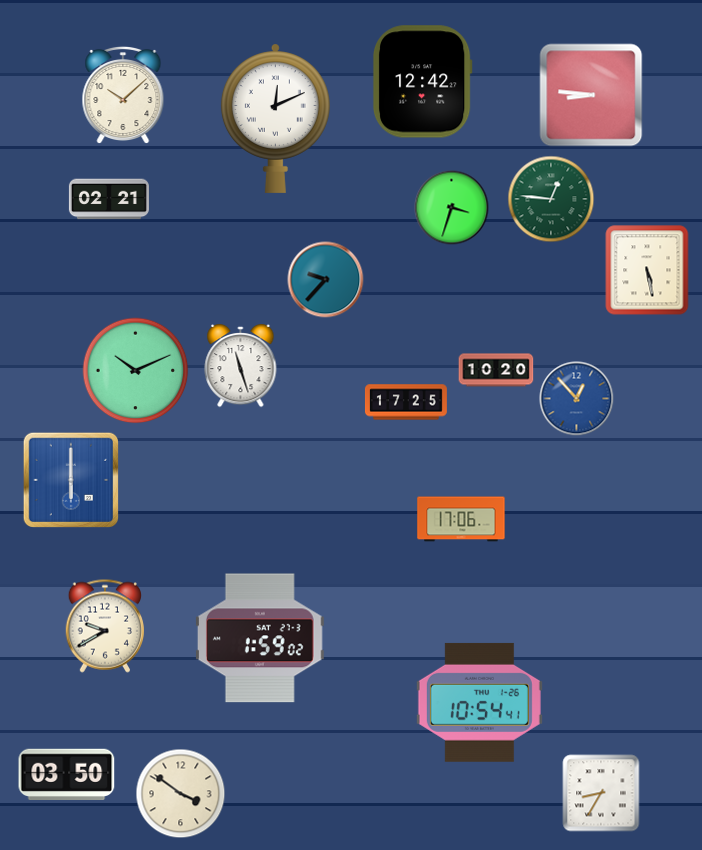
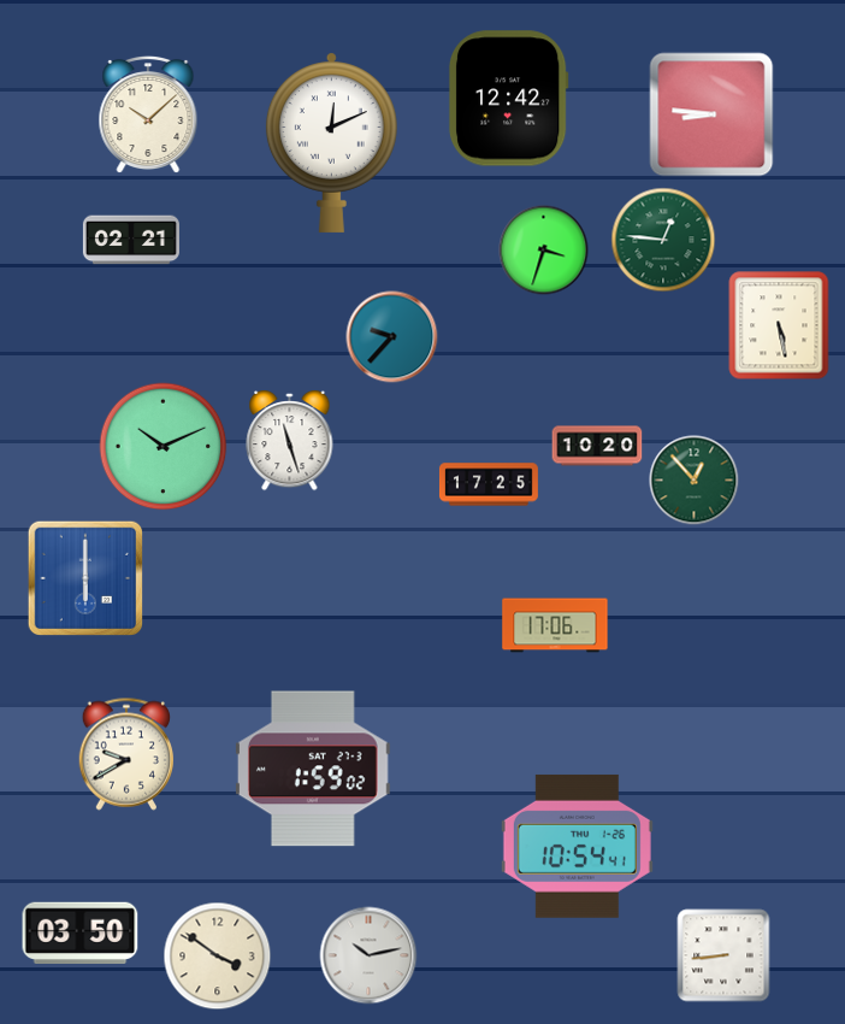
clock at (577, 399) dial: blue -> green
clock at (368, 955): none -> 10:13
clock at (601, 793): 8:35 -> 8:44
